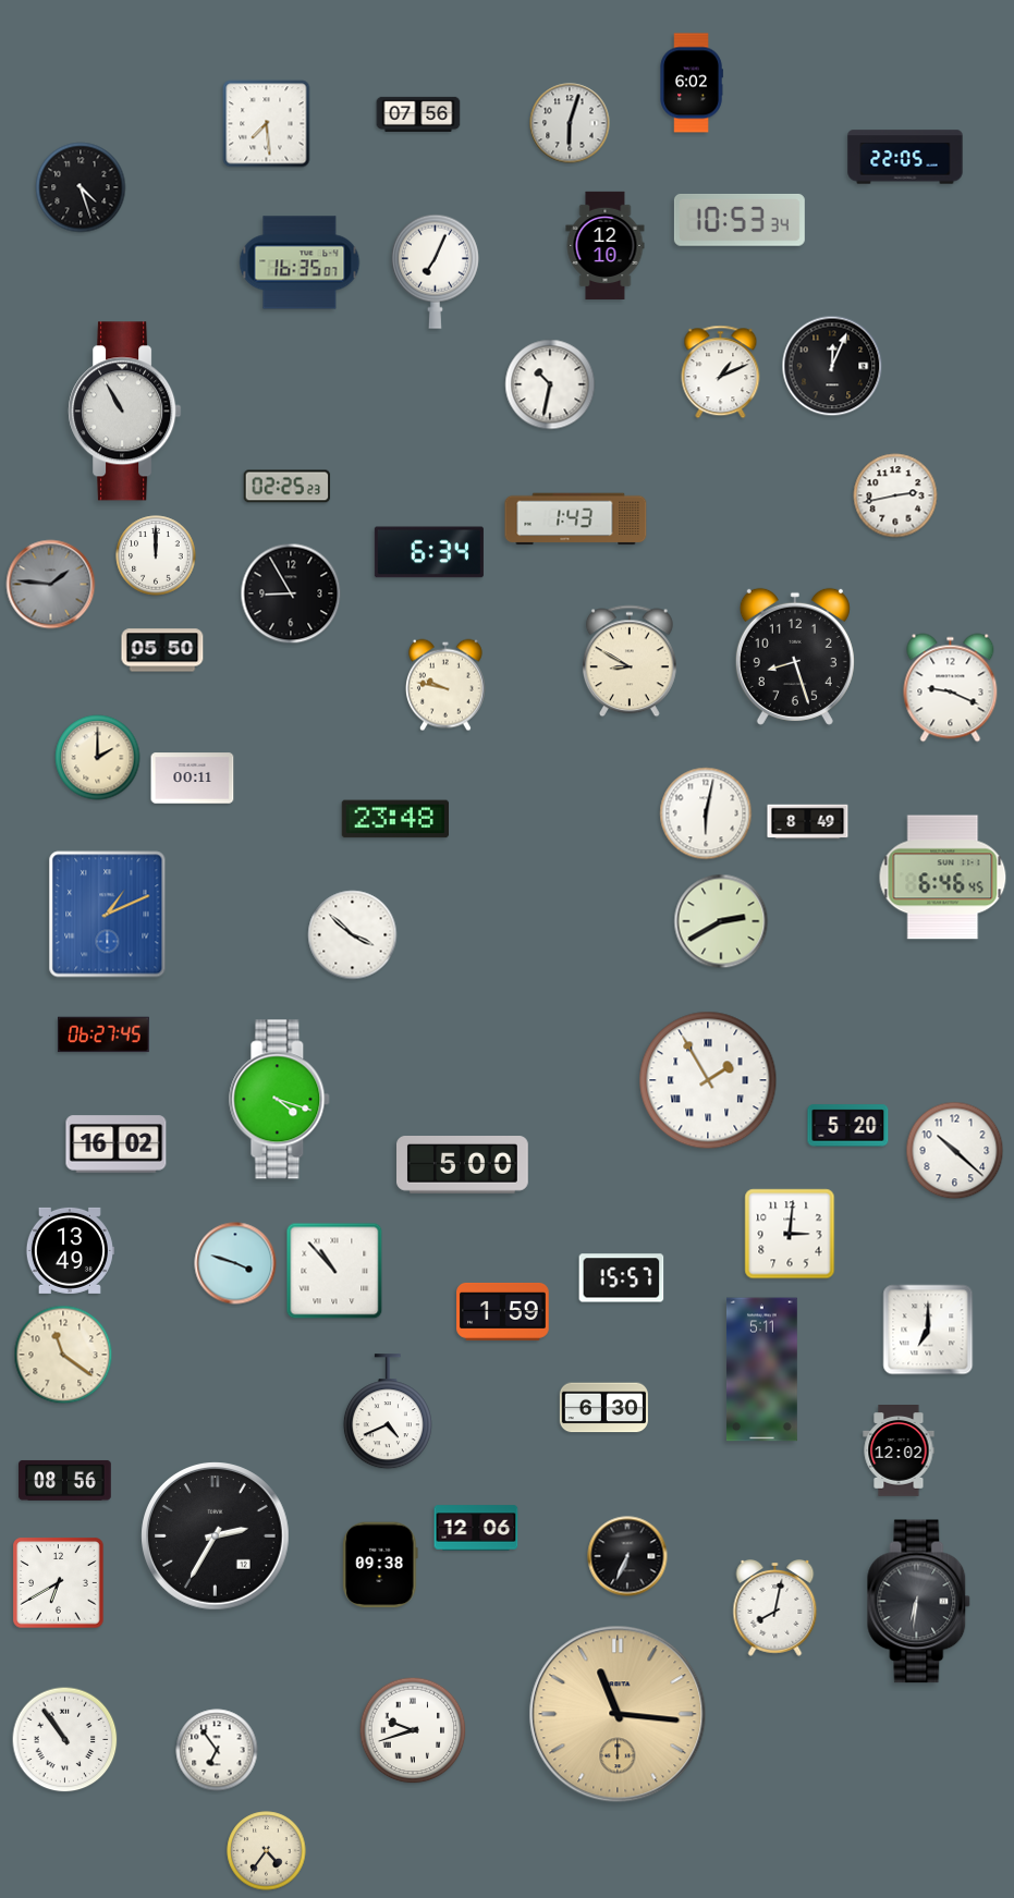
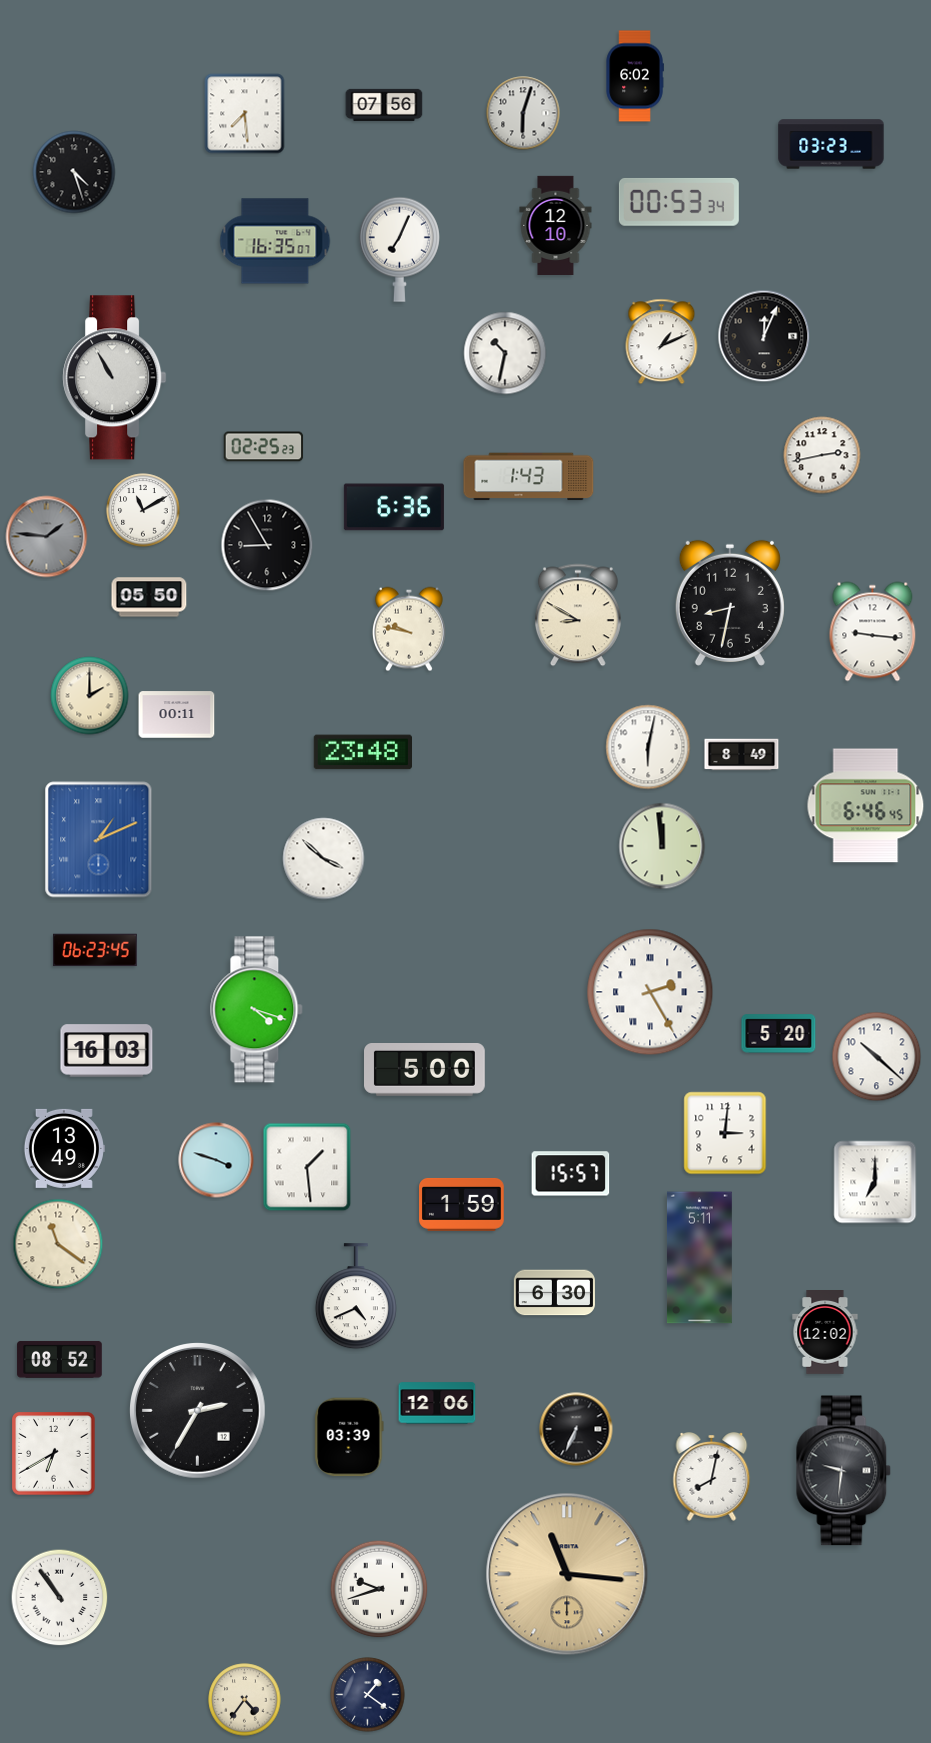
clock at (905, 157): 22:05 -> 03:23
clock at (740, 220): 10:53 -> 00:53
clock at (429, 552): 6:34 -> 6:36
clock at (156, 555): 12:00 -> 11:10
clock at (795, 657): 8:27 -> 8:32
clock at (630, 661) position: (630, 661) -> (578, 615)
clock at (951, 688): 9:19 -> 9:16
clock at (721, 921): 2:40 -> 11:59
clock at (103, 1034): 06:27 -> 06:23
clock at (708, 1080): 1:55 -> 2:25
clock at (117, 1144): 16:02 -> 16:03
clock at (334, 1271): 10:53 -> 1:29
clock at (928, 1330) position: (928, 1330) -> (875, 1182)
clock at (65, 1480): 08:56 -> 08:52
clock at (380, 1565): 09:38 -> 03:39
clock at (919, 1602): 6:31 -> 9:31
clock at (217, 1750): 6:54 -> none
clock at (368, 1695): none -> 1:21
